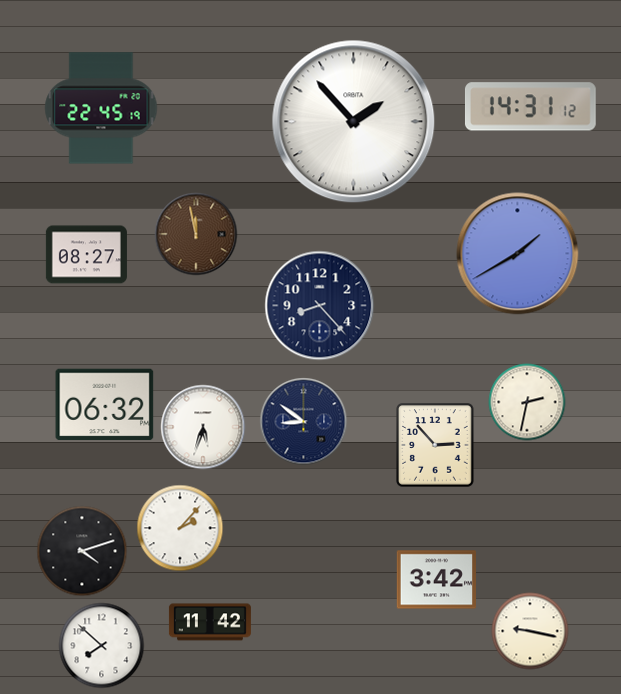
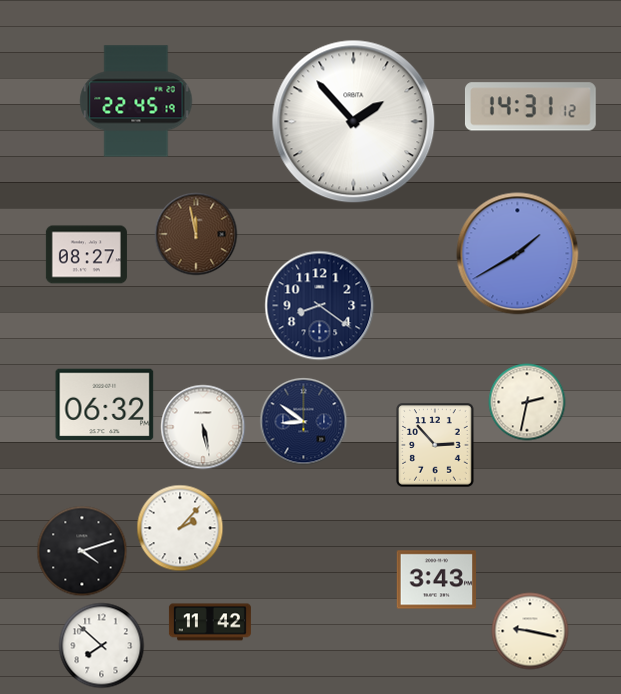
clock at (101, 108) position: (101, 108) -> (136, 101)
clock at (320, 306): 8:23 -> 8:21
clock at (203, 427): 5:33 -> 5:28
clock at (436, 580): 3:42 -> 3:43
